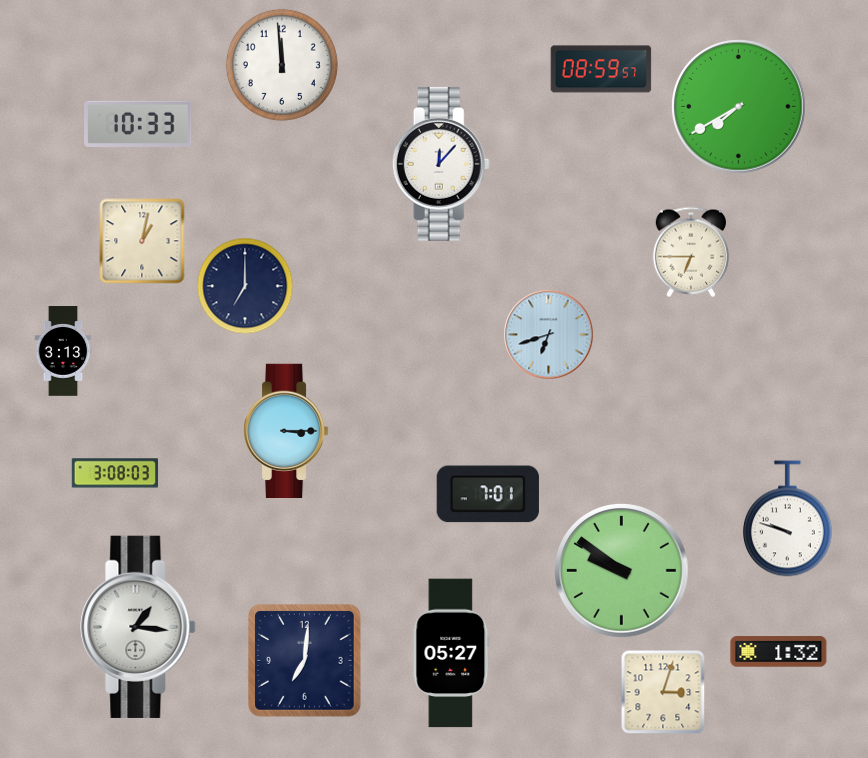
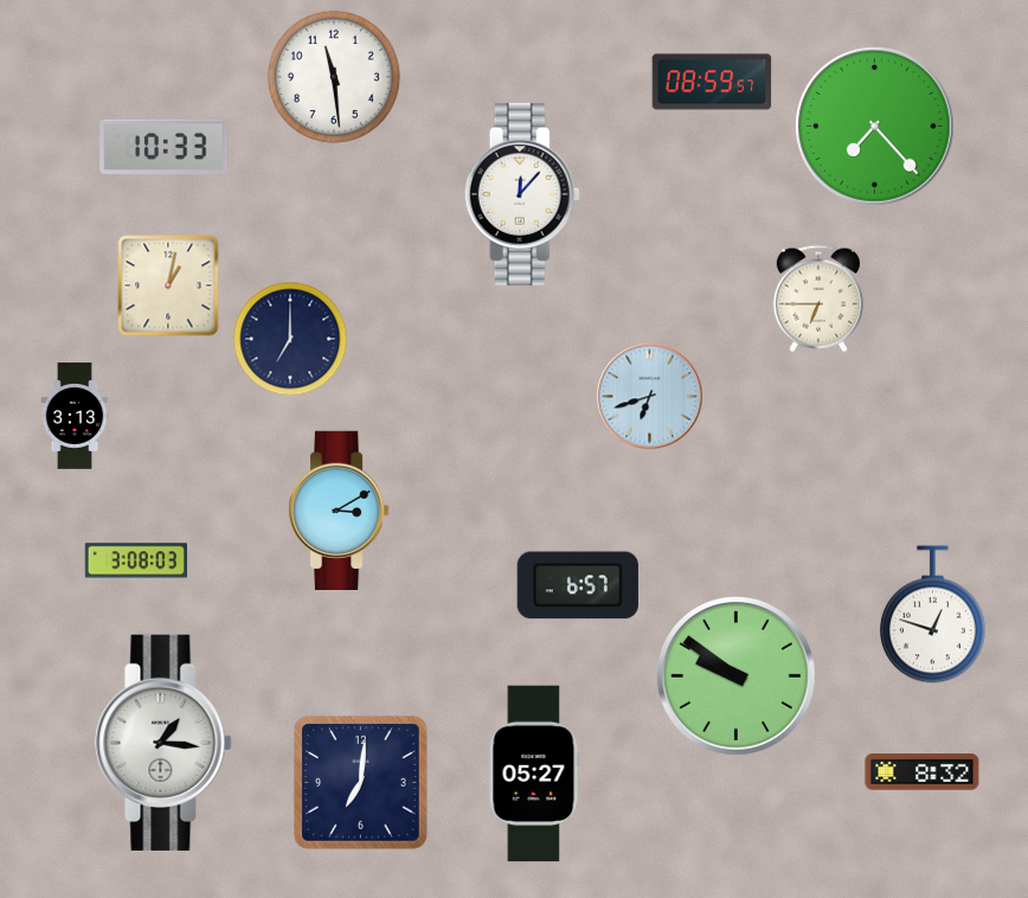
clock at (282, 65): 11:59 -> 11:29
clock at (739, 107): 7:40 -> 7:23
clock at (286, 430): 3:15 -> 3:10
clock at (488, 494): 7:01 -> 6:57
clock at (787, 519): 9:48 -> 12:48
clock at (779, 652): 1:32 -> 8:32
clock at (663, 692): 3:03 -> none
